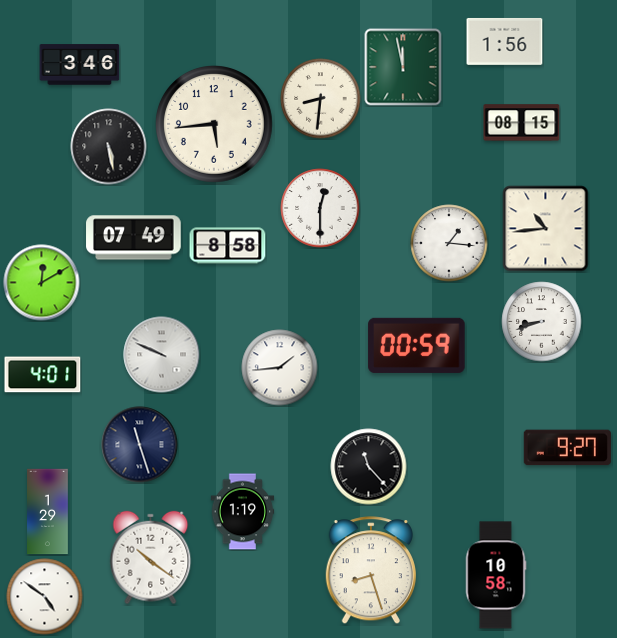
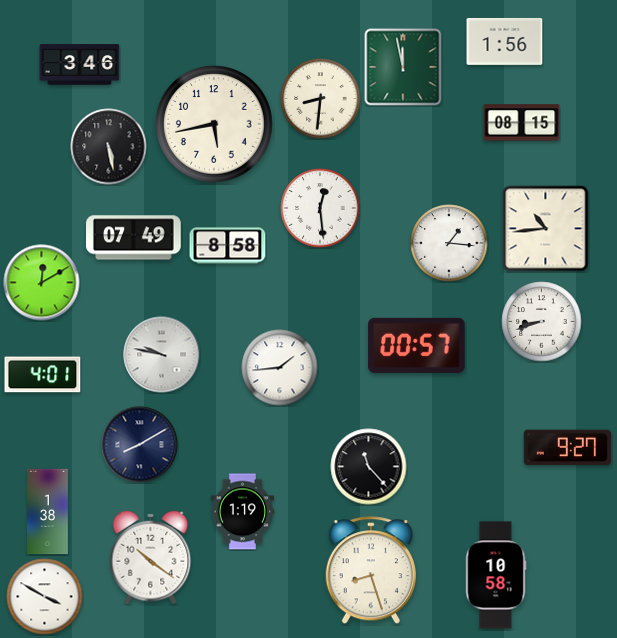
clock at (215, 125): 5:44 -> 5:43
clock at (320, 208): 12:30 -> 12:29
clock at (417, 345): 00:59 -> 00:57
clock at (162, 355): 9:49 -> 9:47
clock at (140, 445): 11:27 -> 8:10
clock at (48, 512): 1:29 -> 1:38
clock at (45, 597): 4:51 -> 3:50
